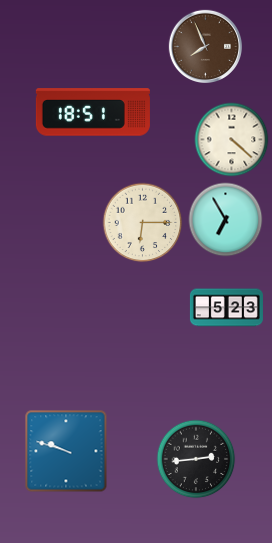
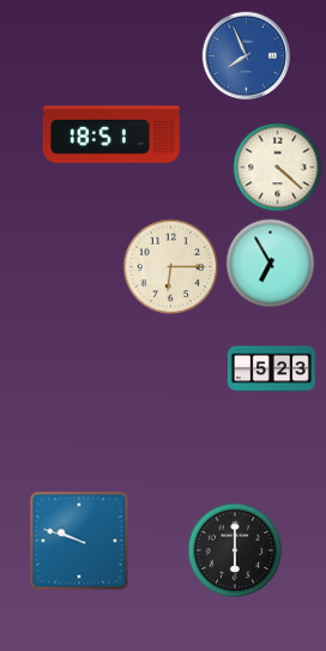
clock at (205, 46) dial: brown -> blue
clock at (196, 459): 2:44 -> 6:00
